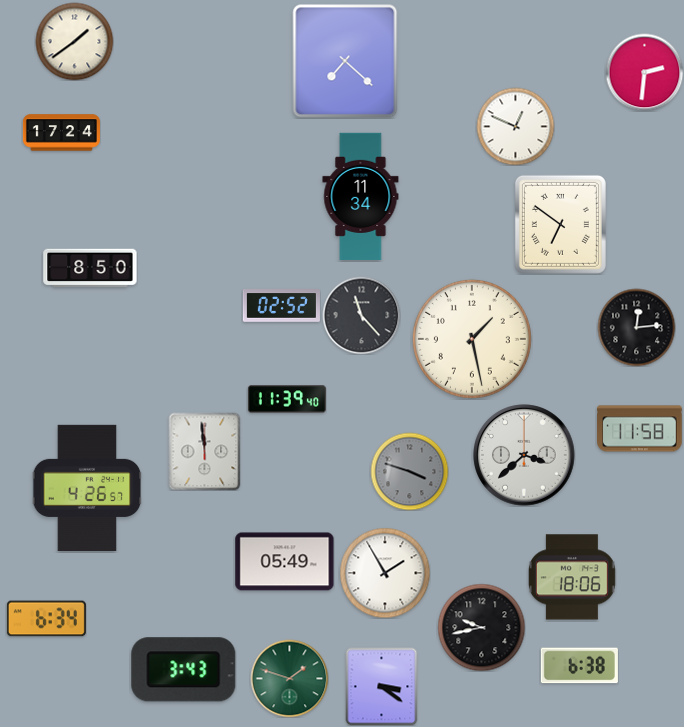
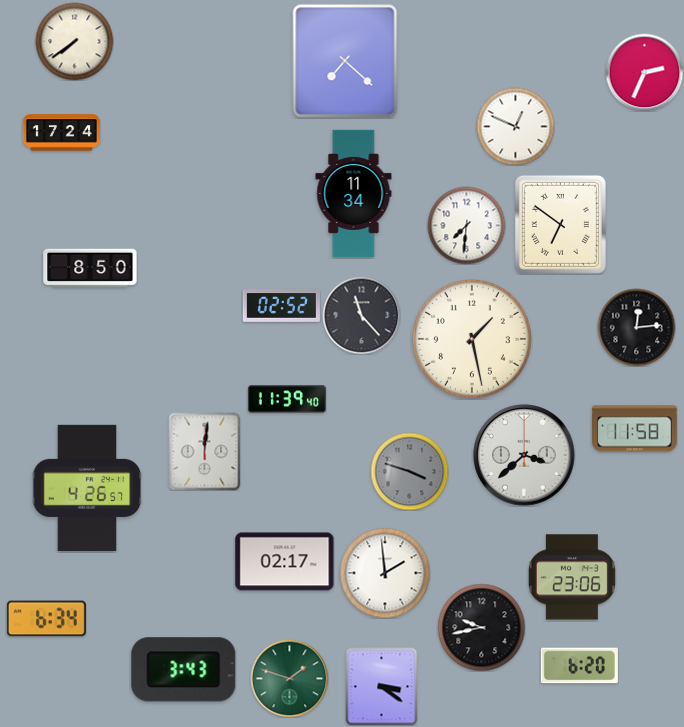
clock at (74, 41): 1:39 -> 7:39
clock at (644, 72): 2:31 -> 2:34
clock at (361, 196) position: (361, 196) -> (354, 193)
clock at (466, 225): none -> 7:31
clock at (640, 429) position: (640, 429) -> (635, 429)
clock at (205, 451): 11:59 -> 12:01
clock at (285, 562): 05:49 -> 02:17
clock at (385, 573): 1:55 -> 1:59
clock at (572, 577): 18:06 -> 23:06
clock at (579, 666): 6:38 -> 6:20
